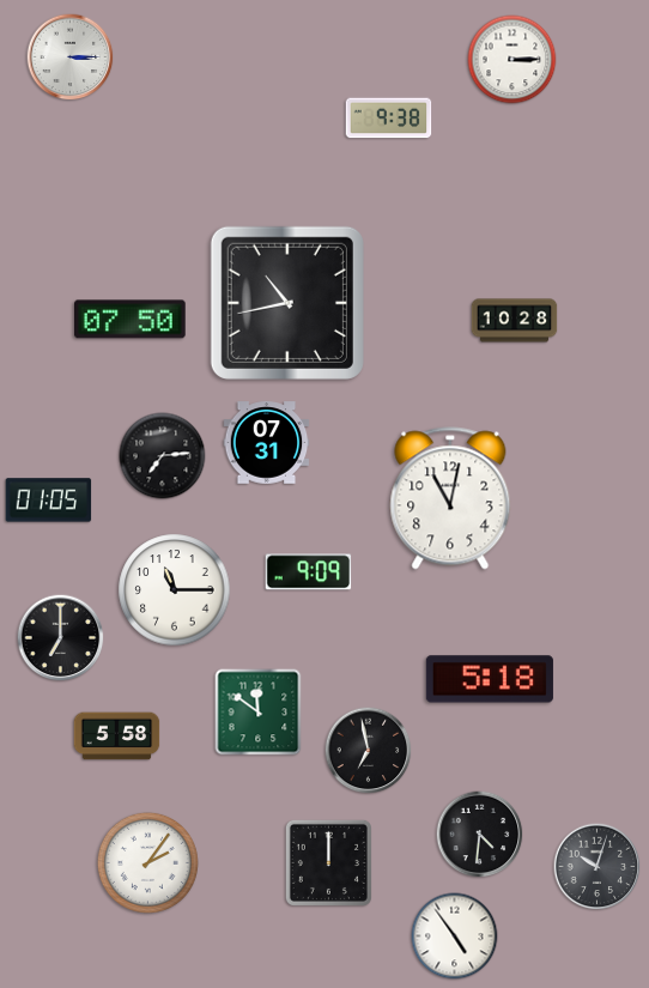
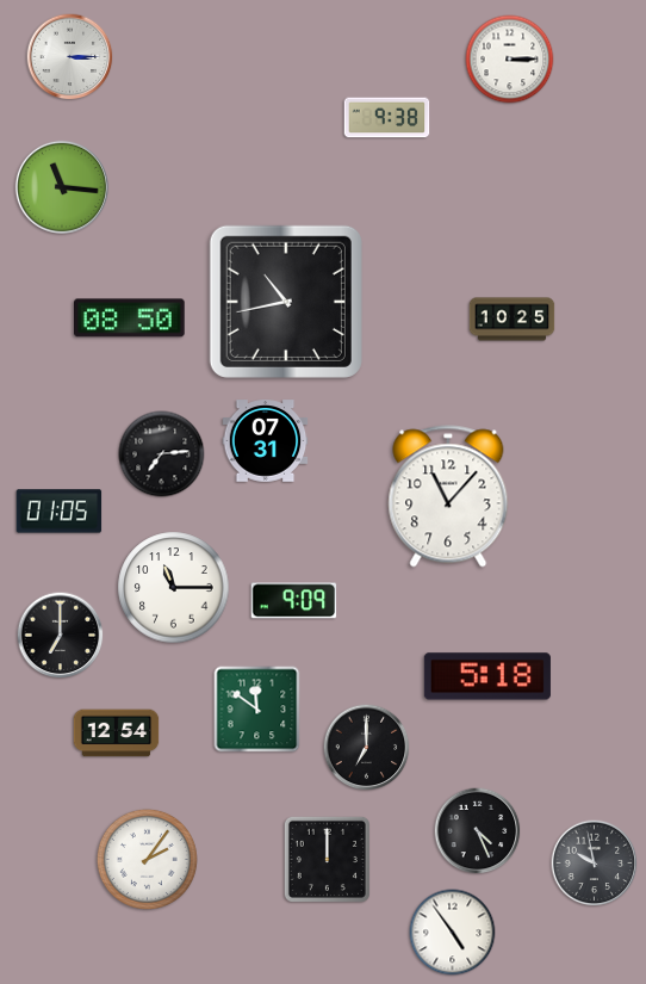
clock at (61, 186): none -> 11:16
clock at (131, 320): 07:50 -> 08:50
clock at (515, 321): 10:28 -> 10:25
clock at (450, 498): 11:02 -> 11:07
clock at (49, 501) position: (49, 501) -> (60, 512)
clock at (309, 572) position: (309, 572) -> (294, 601)
clock at (117, 737): 5:58 -> 12:54
clock at (369, 751): 6:58 -> 7:00
clock at (480, 835): 4:31 -> 4:26
clock at (598, 867): 10:03 -> 9:58
